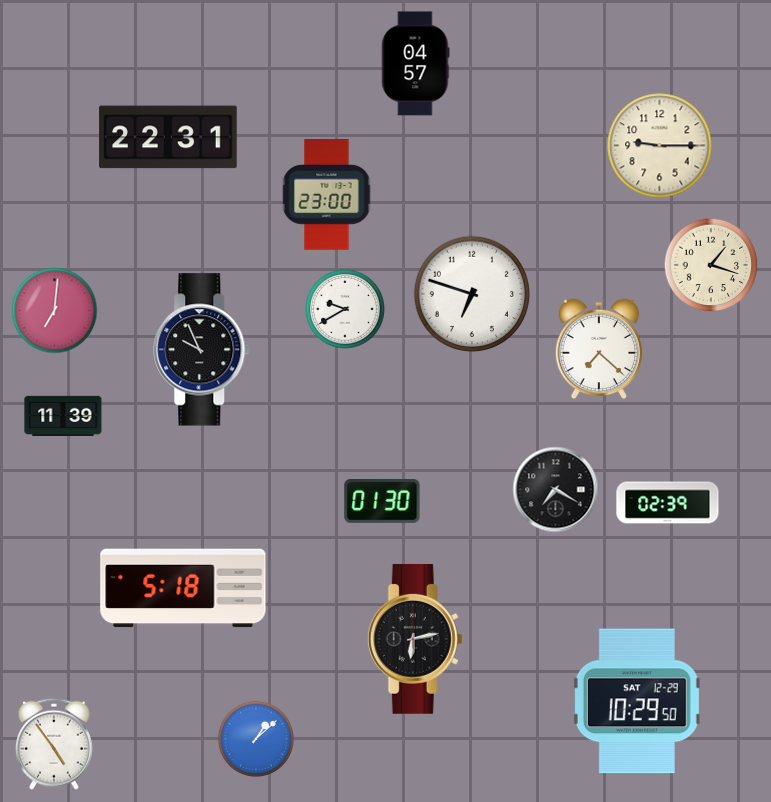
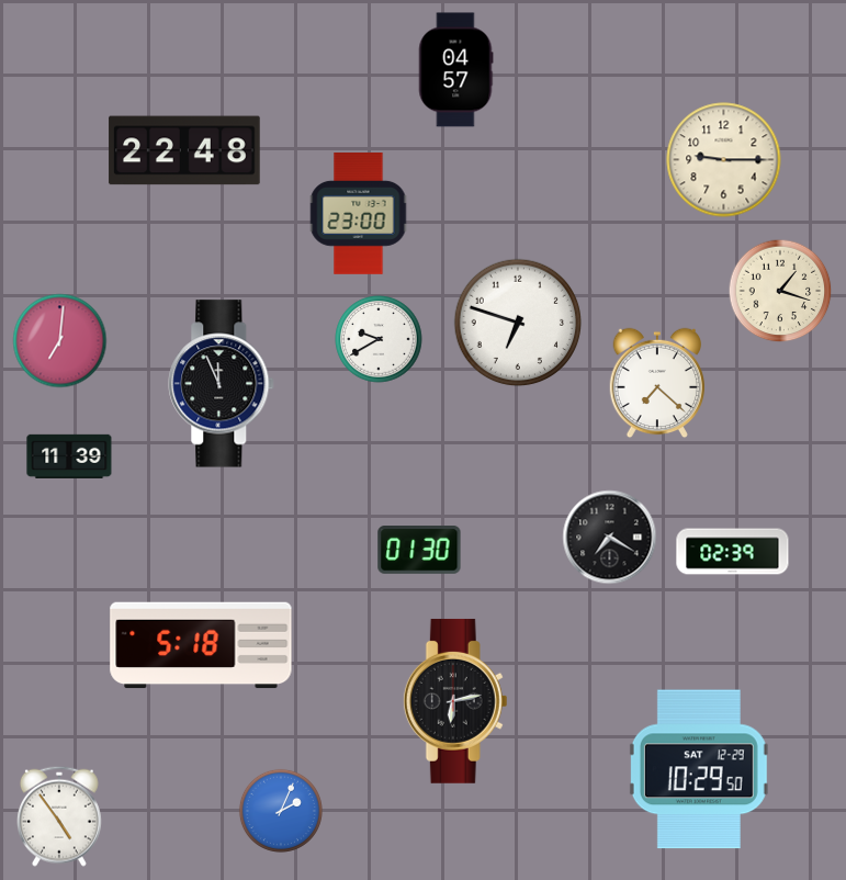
clock at (168, 137): 22:31 -> 22:48
clock at (202, 350): 9:56 -> 11:56
clock at (256, 739): 1:08 -> 2:04
